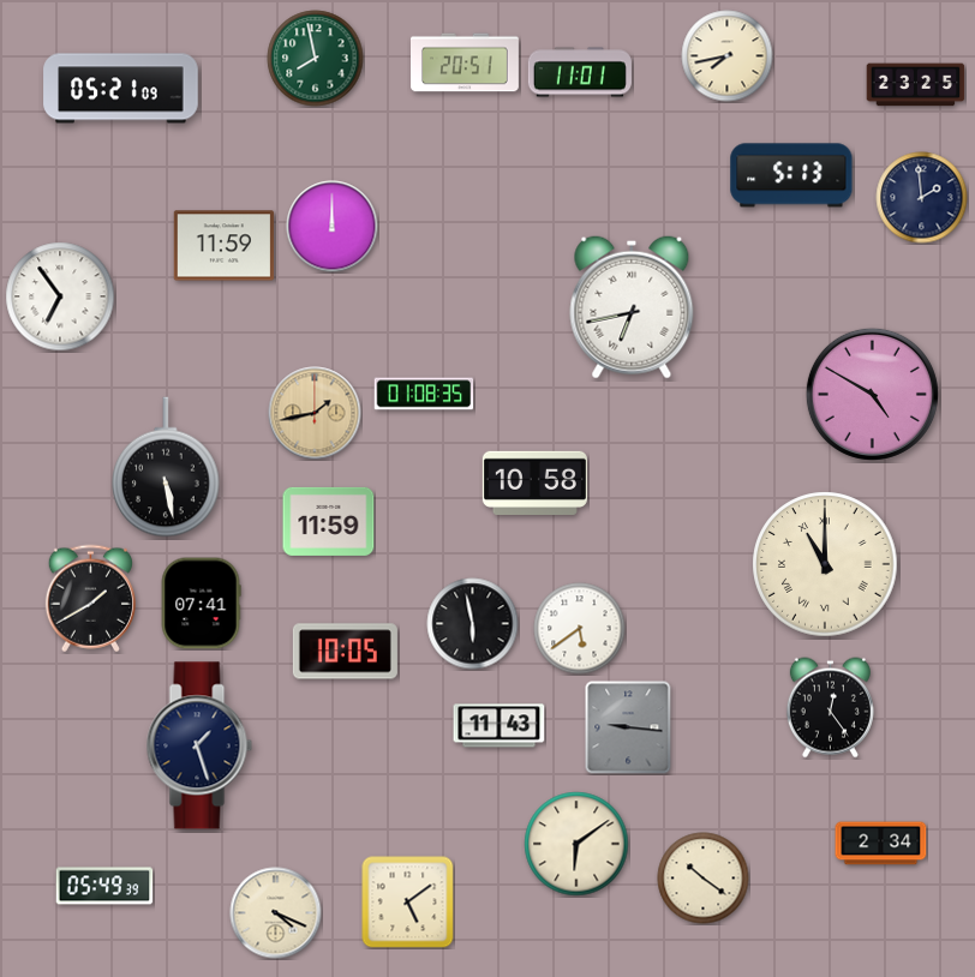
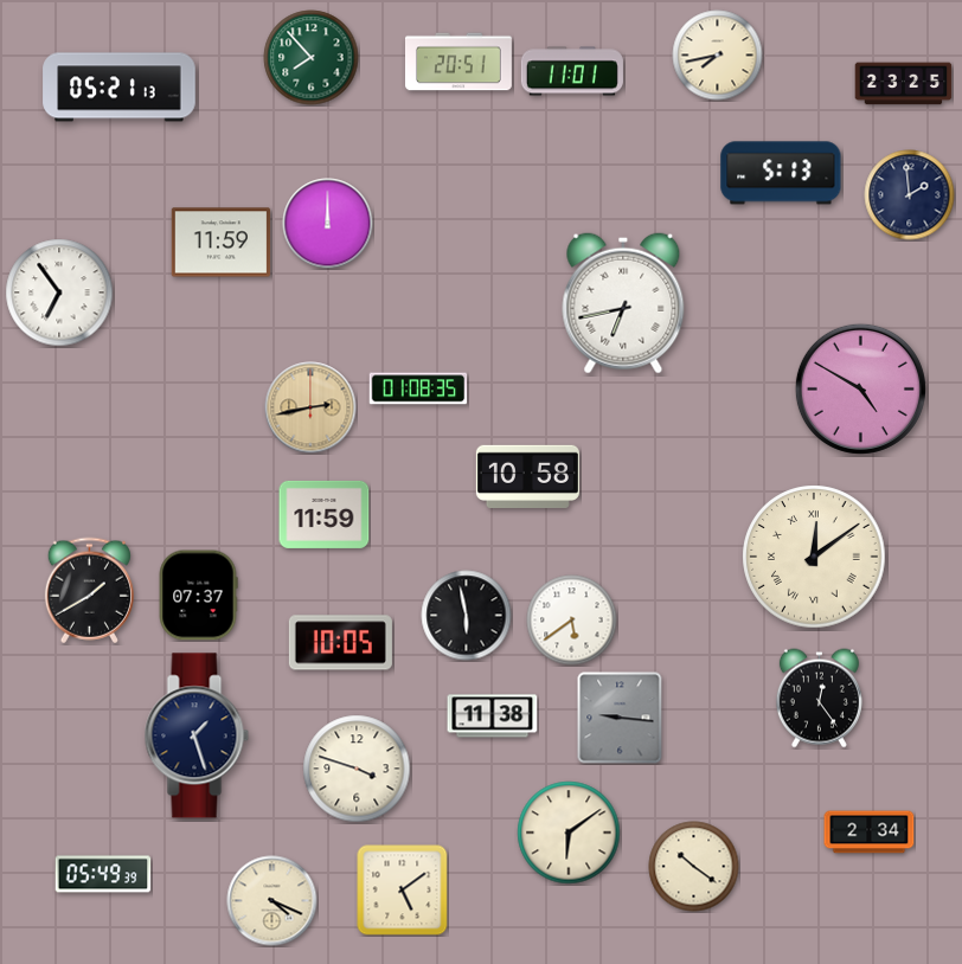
clock at (316, 59): 7:58 -> 7:53
clock at (121, 89): 05:21:09 -> 05:21:13
clock at (315, 413): 1:43 -> 2:43
clock at (166, 467): 5:28 -> none
clock at (825, 564): 11:00 -> 12:09
clock at (201, 604): 07:41 -> 07:37
clock at (500, 726): 11:43 -> 11:38
clock at (357, 769): none -> 3:48
